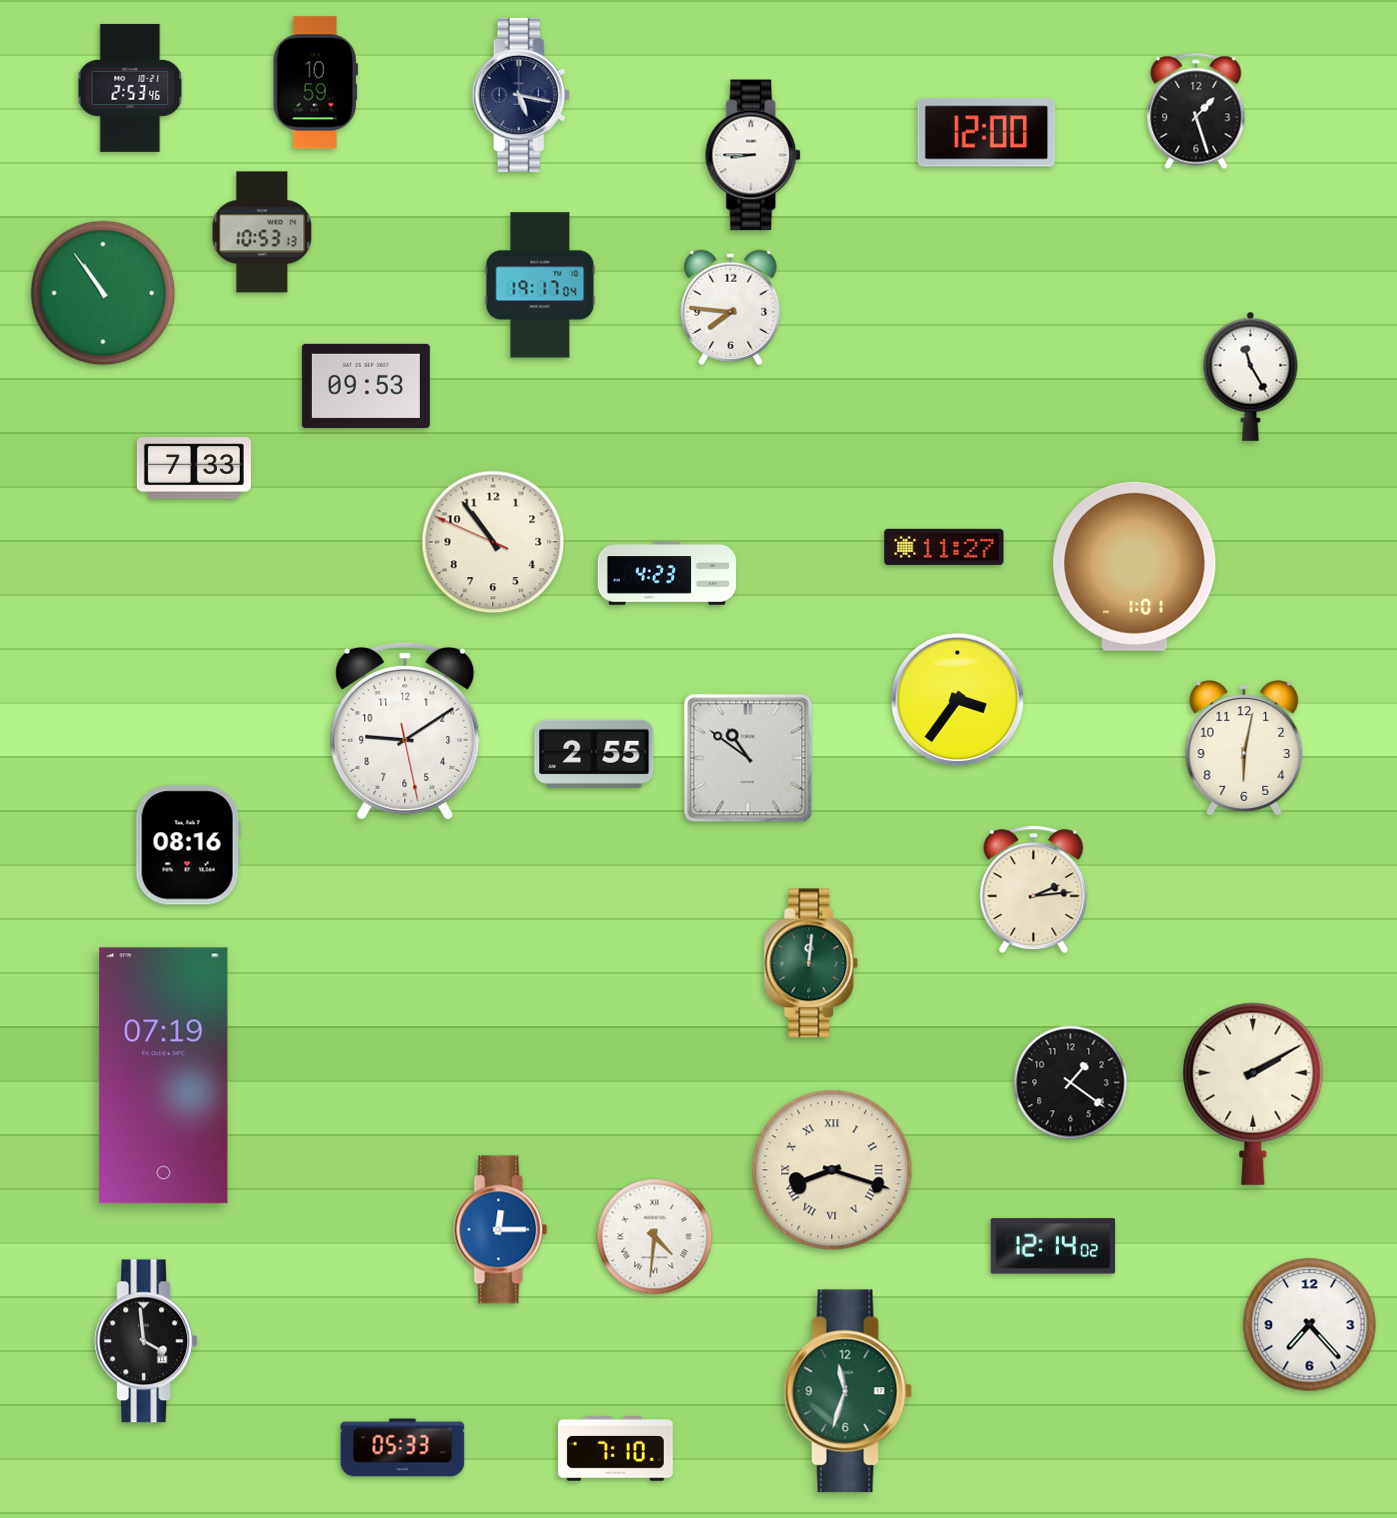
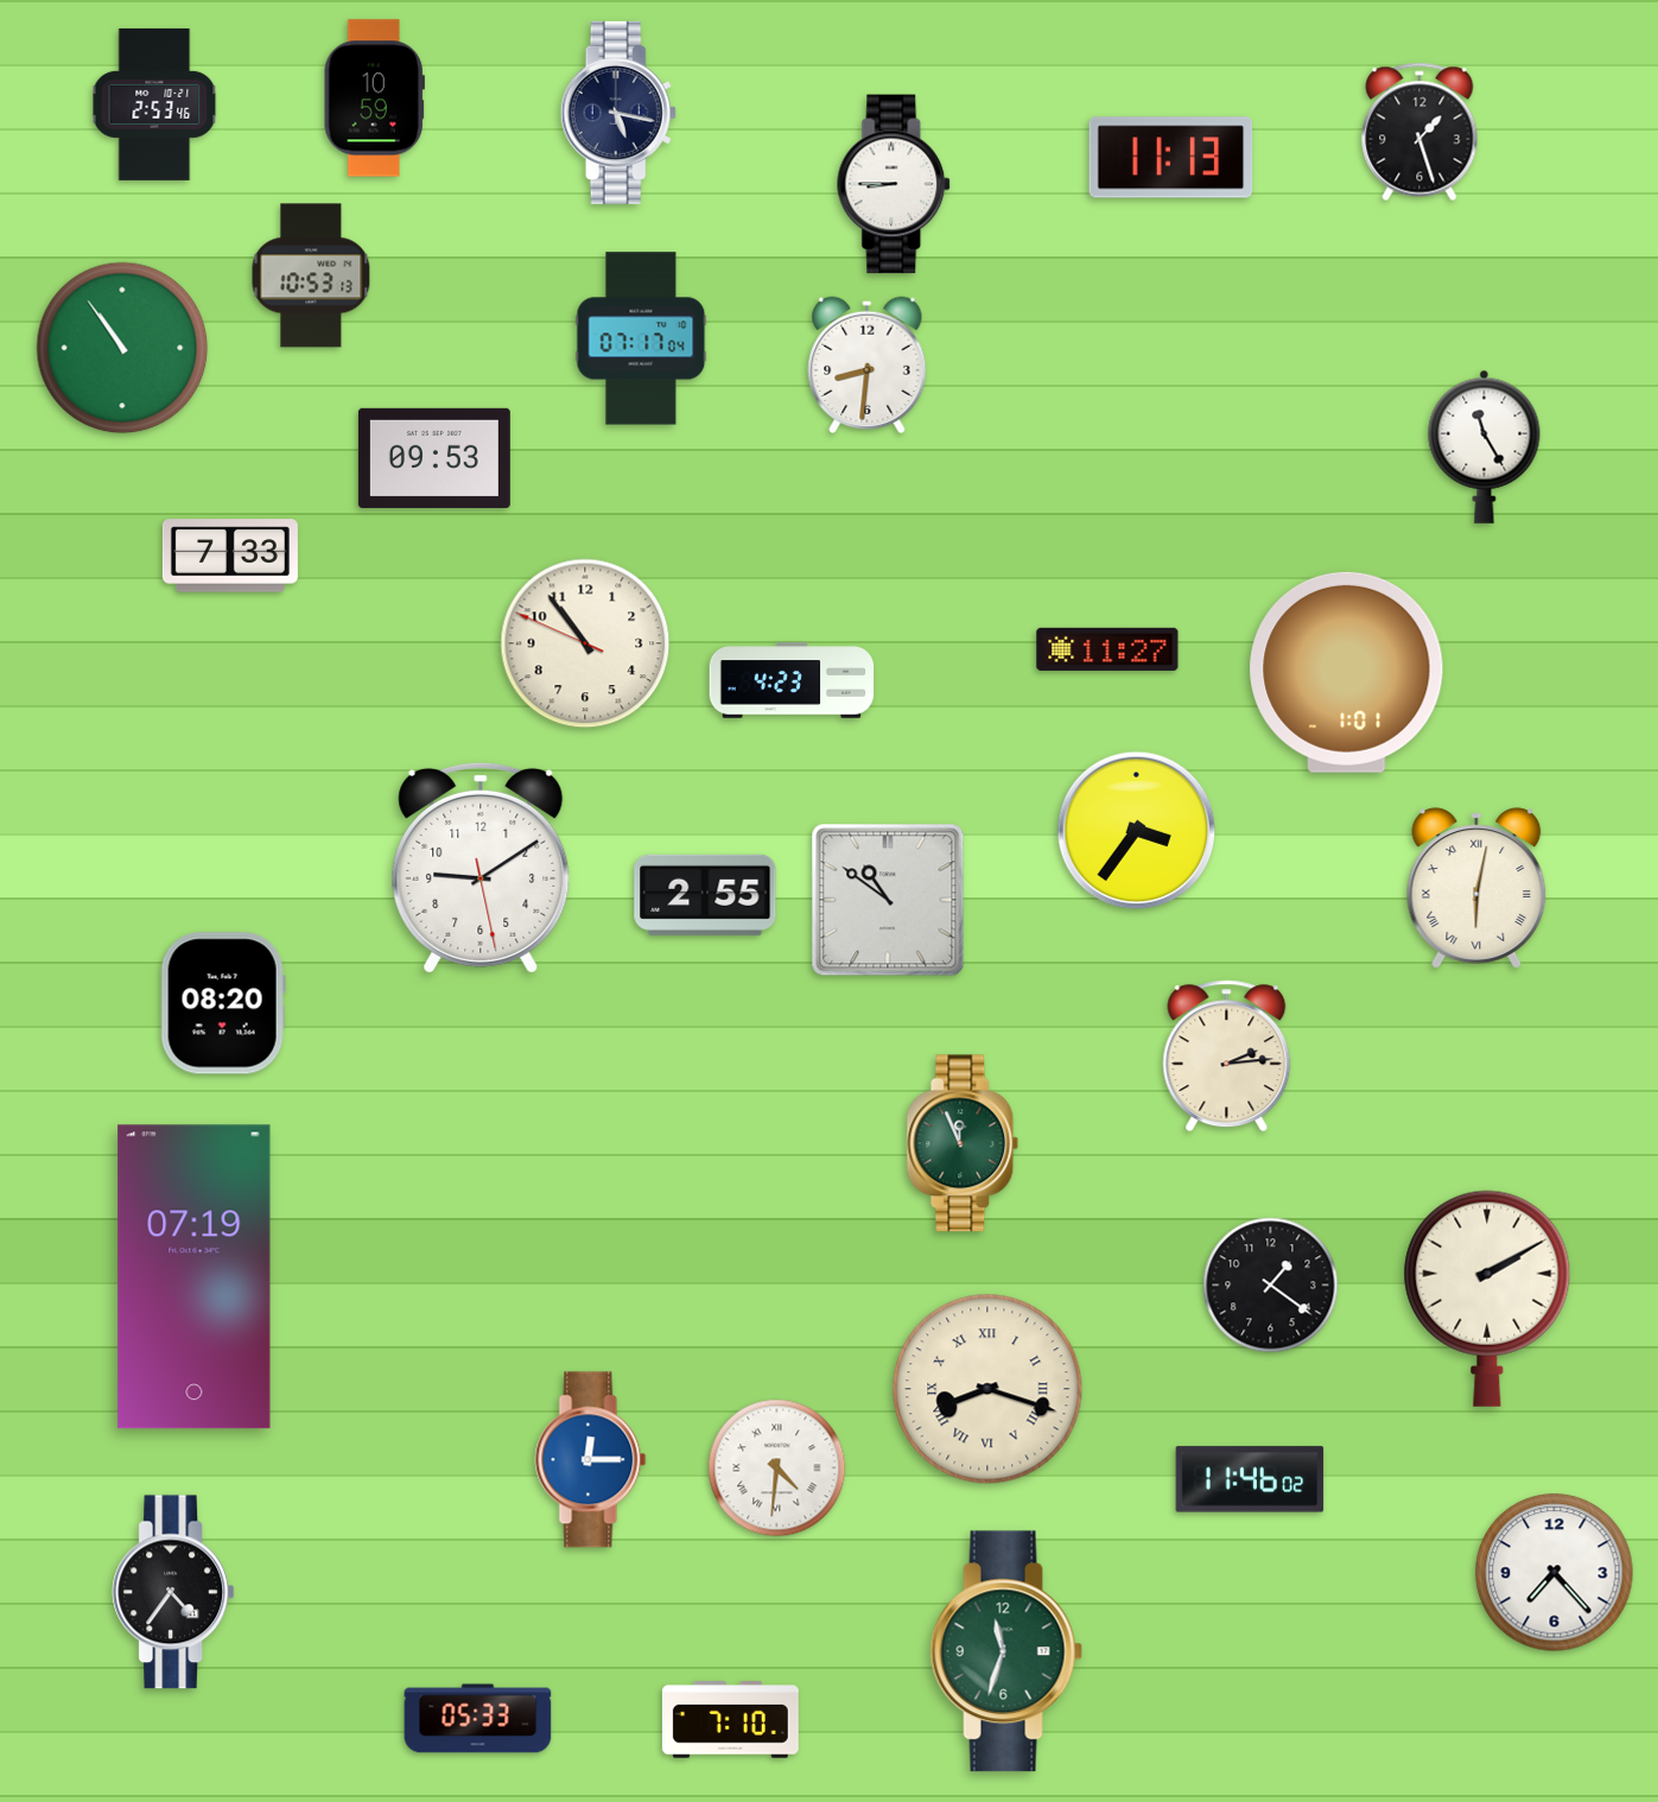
clock at (987, 133): 12:00 -> 11:13
clock at (540, 285): 19:17 -> 07:17
clock at (731, 307): 7:46 -> 8:31
clock at (944, 547) position: (944, 547) -> (1107, 649)
clock at (1244, 748) numerals: Arabic -> Roman
clock at (188, 845): 08:16 -> 08:20
clock at (811, 963): 12:01 -> 11:56
clock at (501, 1230) position: (501, 1230) -> (591, 1460)
clock at (1053, 1246): 12:14 -> 11:46
clock at (146, 1341): 3:59 -> 4:36
